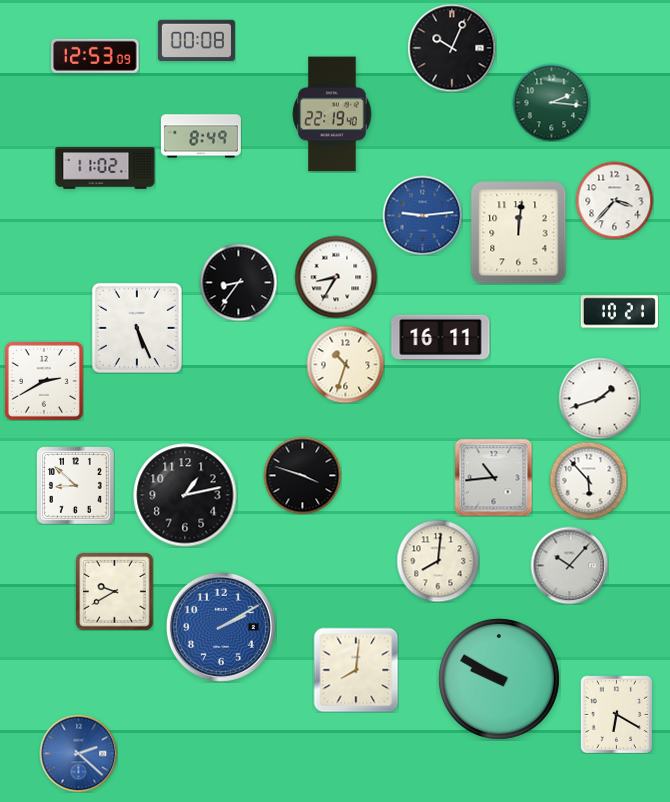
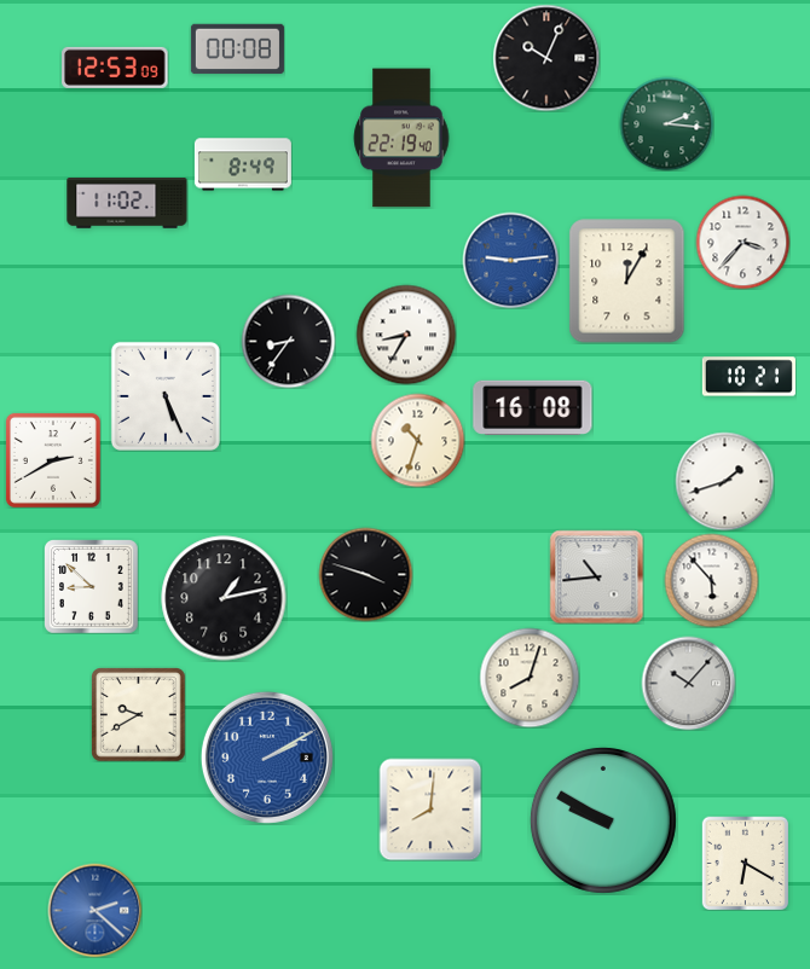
clock at (519, 233): 12:01 -> 12:05
clock at (441, 337): 16:11 -> 16:08
clock at (438, 561): 8:01 -> 8:03
